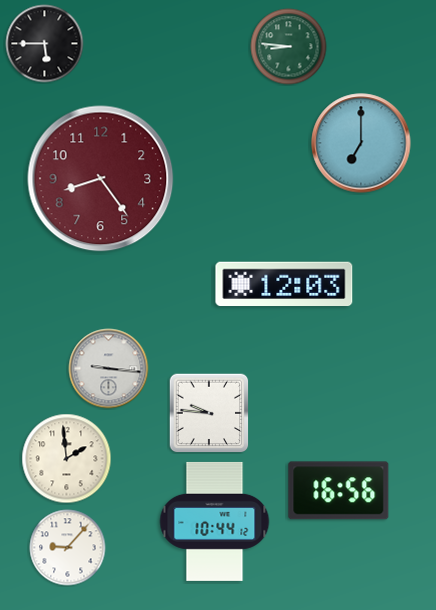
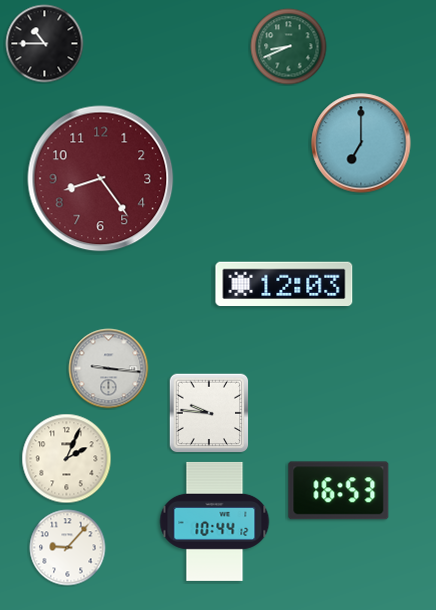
clock at (45, 44): 5:45 -> 10:45
clock at (289, 47): 8:46 -> 8:41
clock at (67, 459): 1:59 -> 2:04
clock at (339, 491): 16:56 -> 16:53
